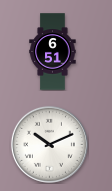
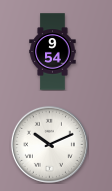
clock at (53, 52): 6:51 -> 9:54
